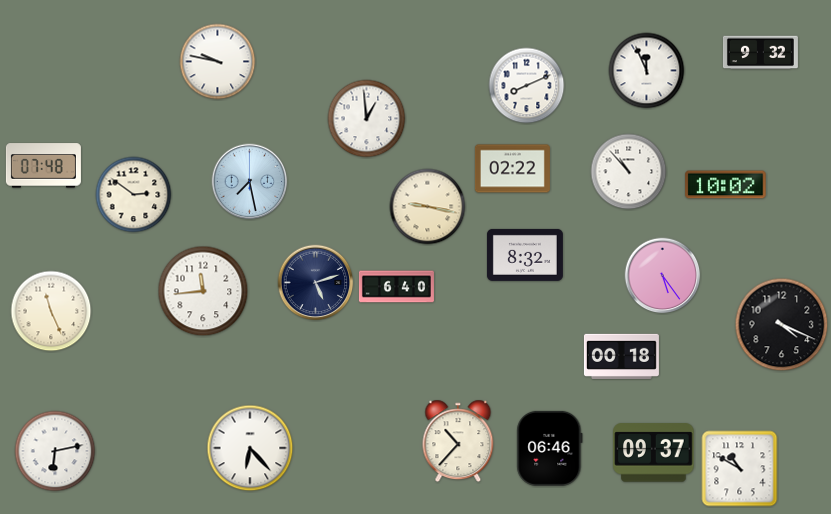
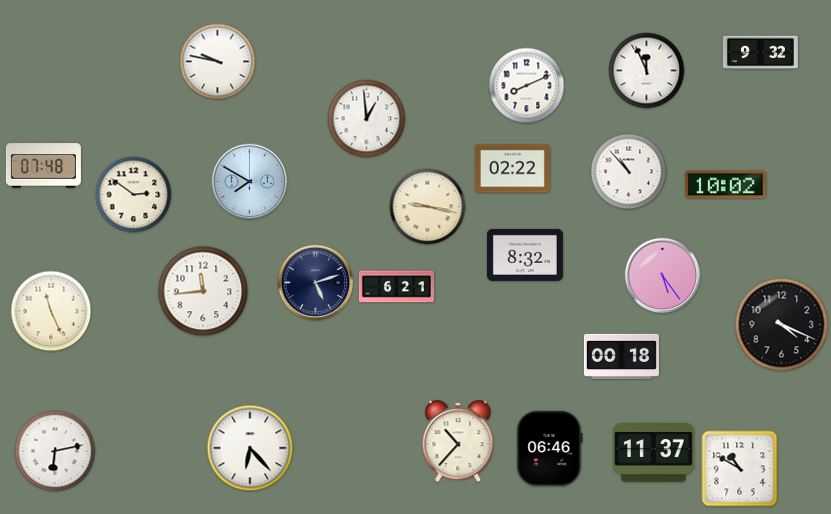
clock at (250, 182): 7:28 -> 7:50
clock at (396, 287): 6:40 -> 6:21
clock at (654, 453): 09:37 -> 11:37
